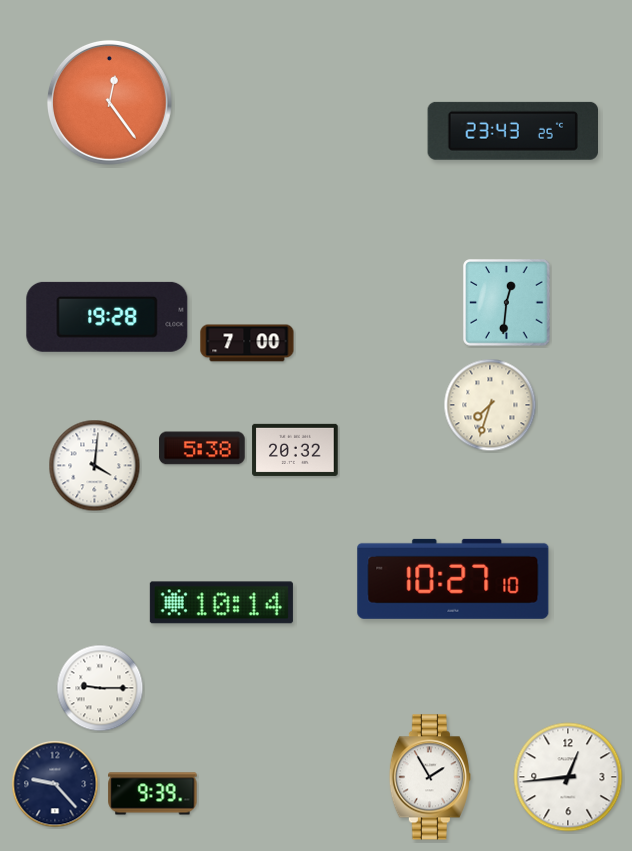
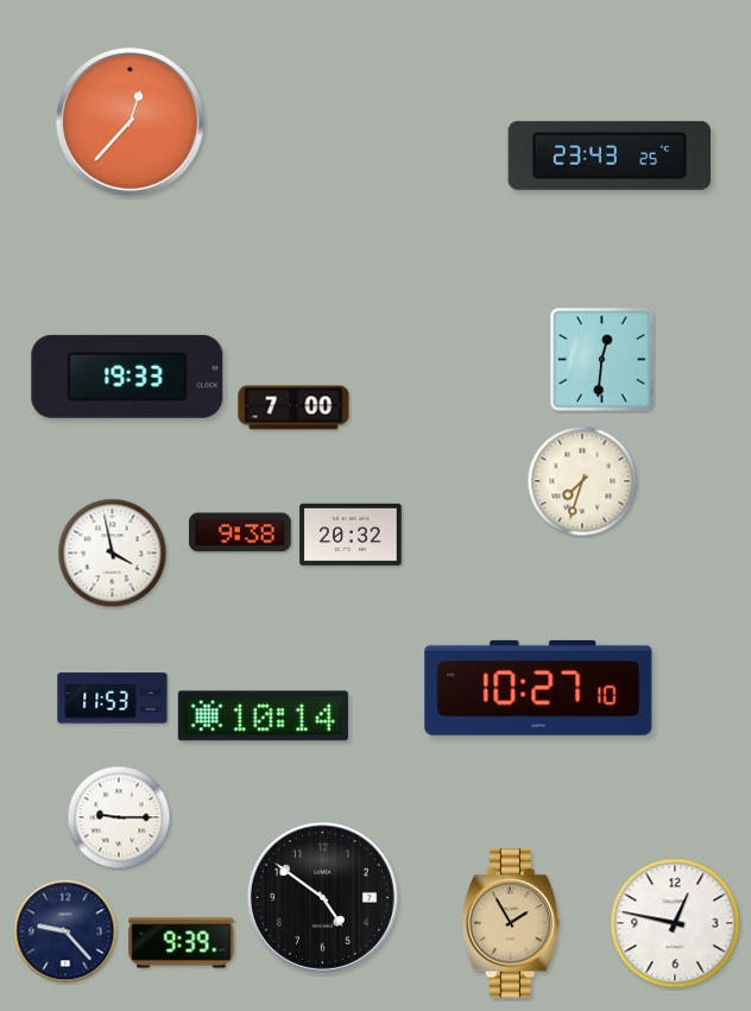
clock at (109, 102): 12:24 -> 12:37
clock at (107, 317): 19:28 -> 19:33
clock at (202, 448): 5:38 -> 9:38
clock at (95, 466): 4:01 -> 3:58
clock at (113, 699): none -> 11:53
clock at (322, 897): none -> 4:51
clock at (430, 777) dial: white -> champagne
clock at (568, 777): 12:44 -> 12:47
